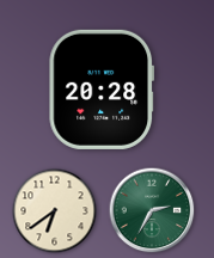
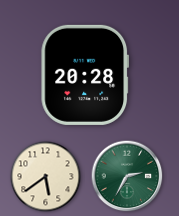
clock at (55, 211): 6:39 -> 5:39
